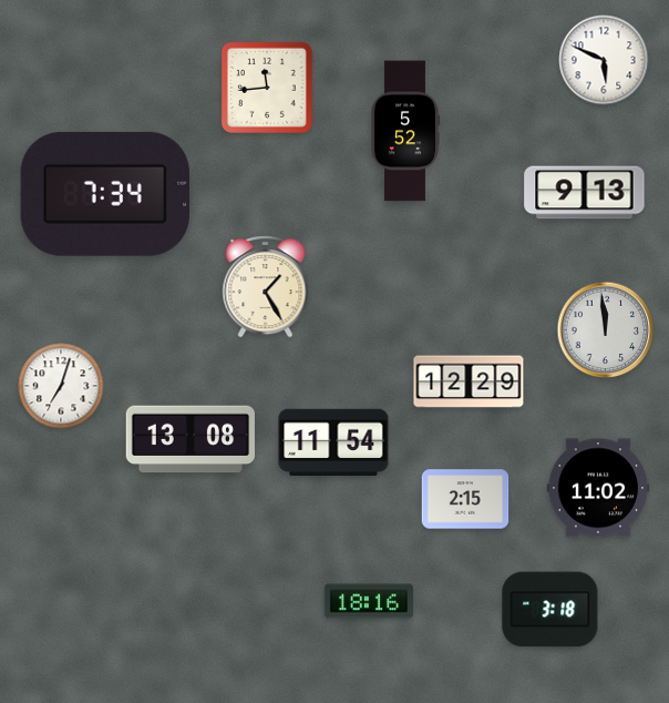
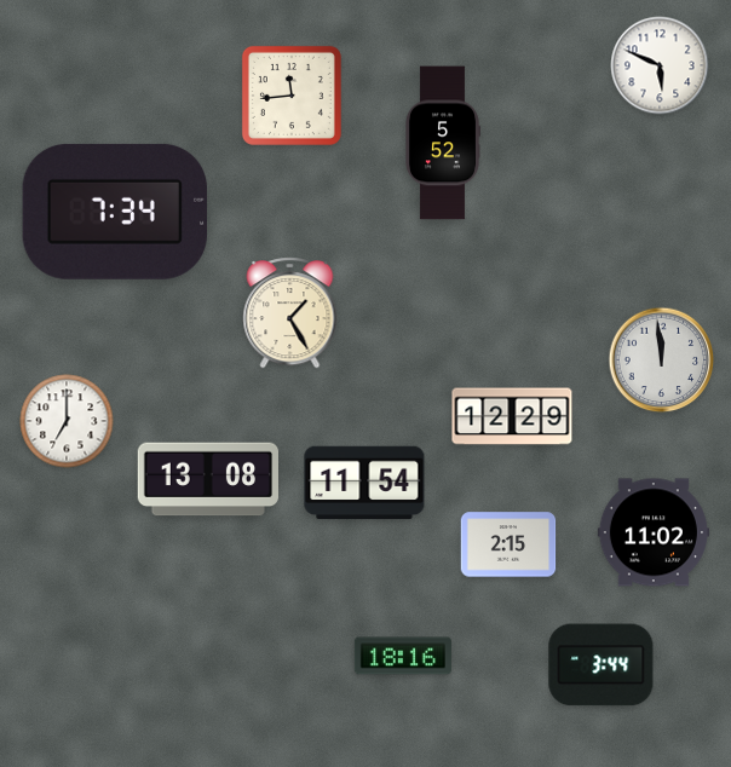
clock at (585, 193): 9:13 -> none
clock at (61, 386): 7:03 -> 7:00
clock at (550, 610): 3:18 -> 3:44
